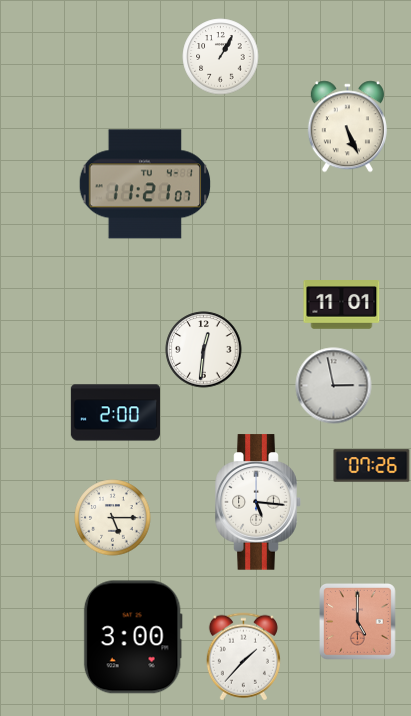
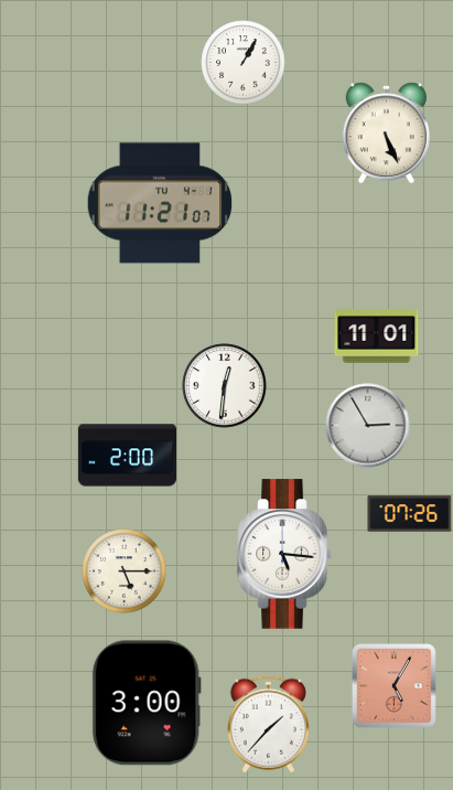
clock at (347, 127) position: (347, 127) -> (386, 134)
clock at (334, 386): 2:58 -> 2:55
clock at (358, 622): 5:00 -> 5:05
